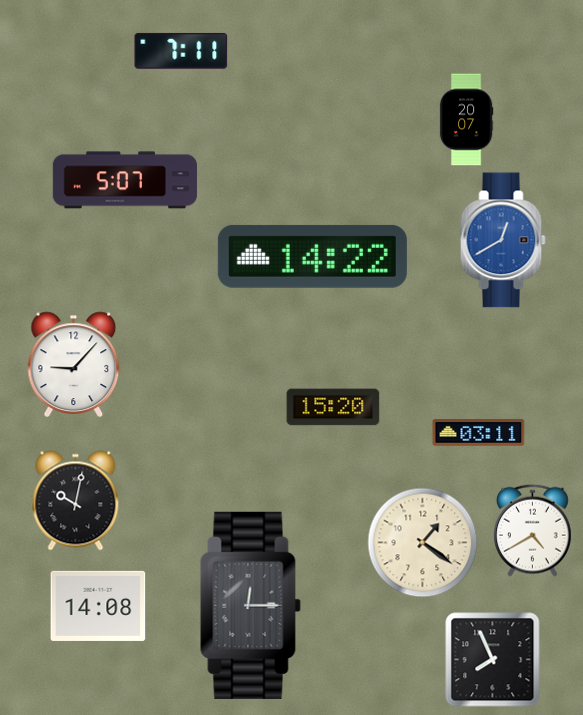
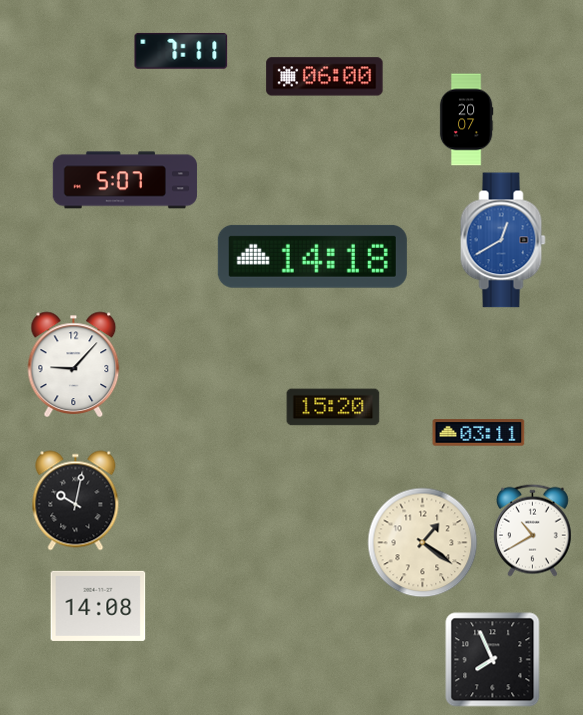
clock at (325, 77): none -> 06:00
clock at (312, 256): 14:22 -> 14:18
clock at (532, 530): 4:40 -> 10:40
clock at (251, 605): 12:15 -> none
